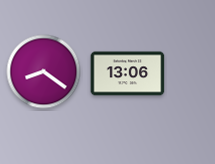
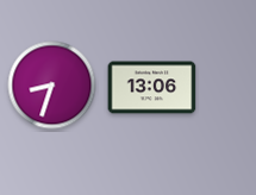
clock at (44, 72): 8:21 -> 8:33
